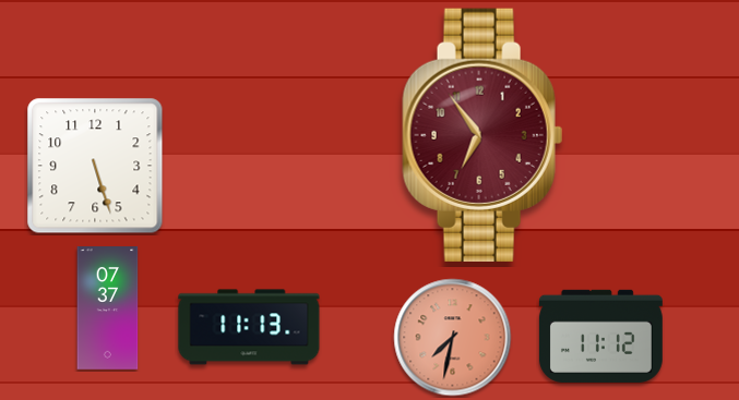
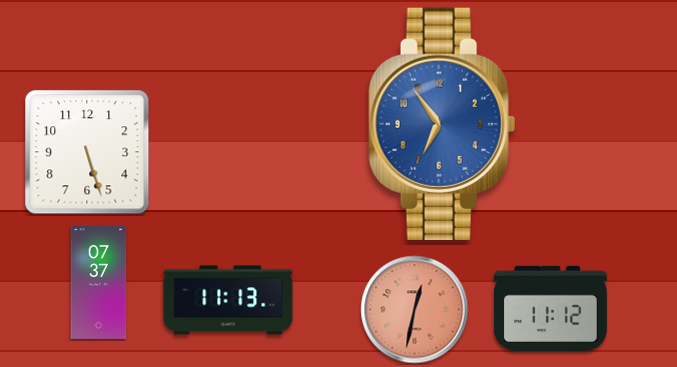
clock at (482, 135) dial: burgundy -> blue
clock at (453, 338): 7:32 -> 12:32
